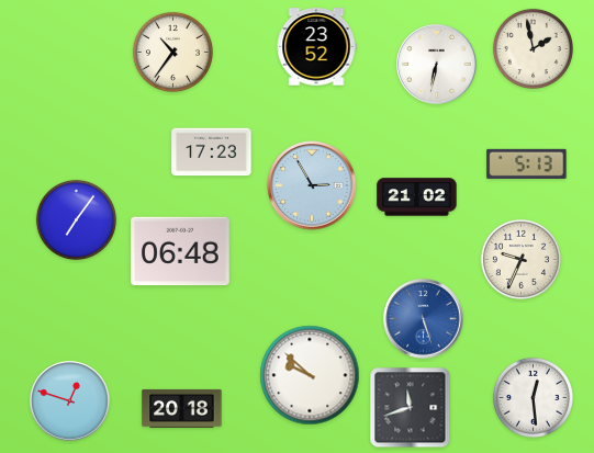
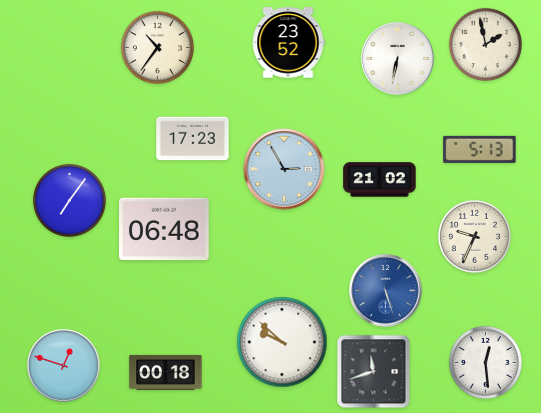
clock at (182, 408): 20:18 -> 00:18
